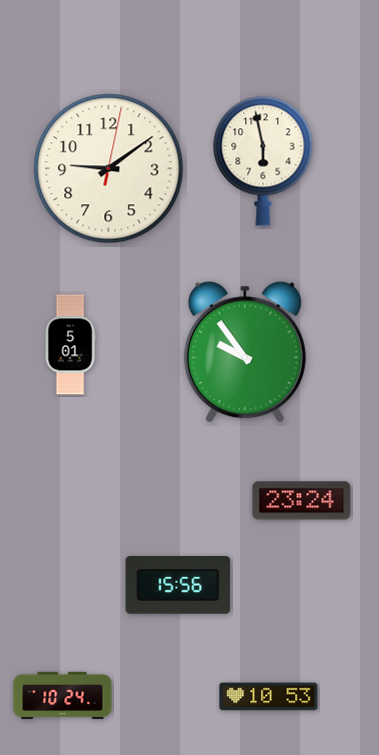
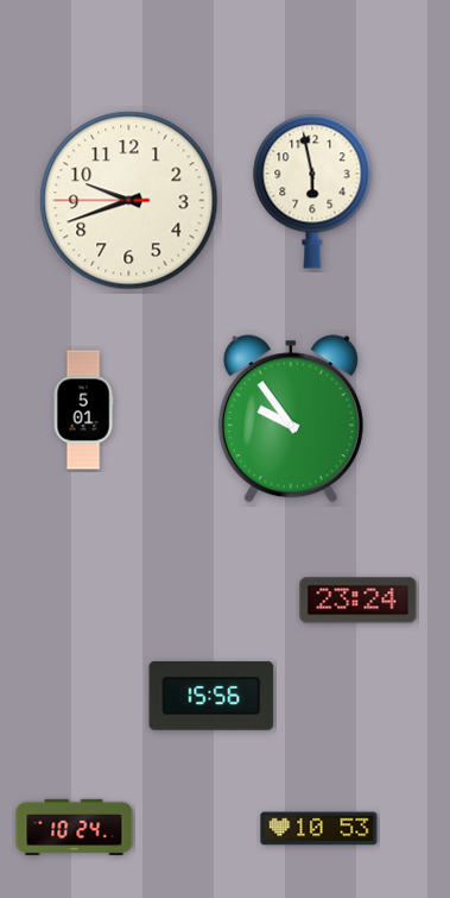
clock at (109, 169): 9:09 -> 9:41
clock at (302, 501) position: (302, 501) -> (359, 601)
